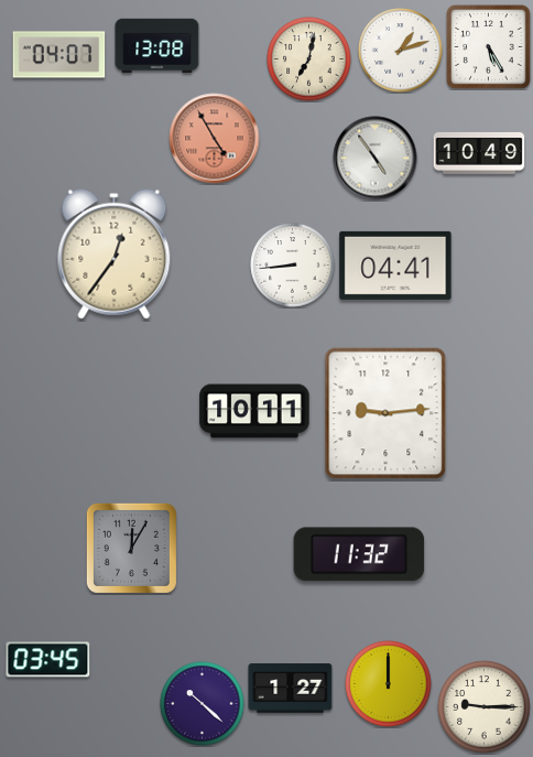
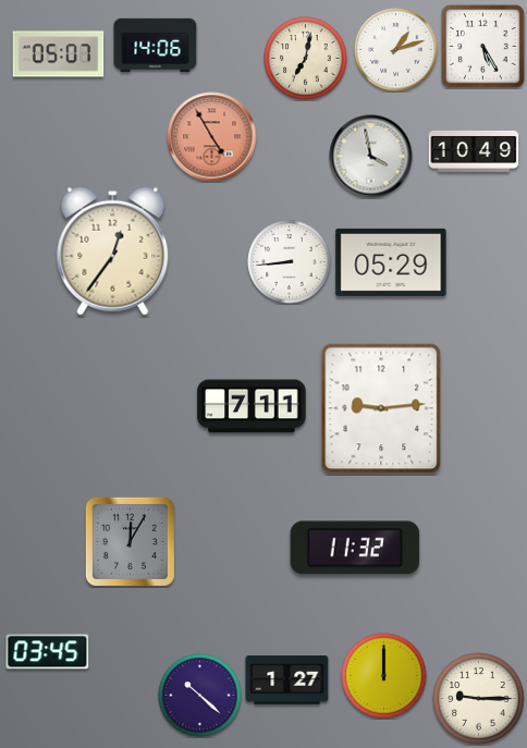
clock at (157, 46): 13:08 -> 14:06
clock at (59, 55): 04:07 -> 05:07
clock at (376, 159): 4:54 -> 3:58
clock at (395, 266): 04:41 -> 05:29
clock at (254, 411): 10:11 -> 7:11
